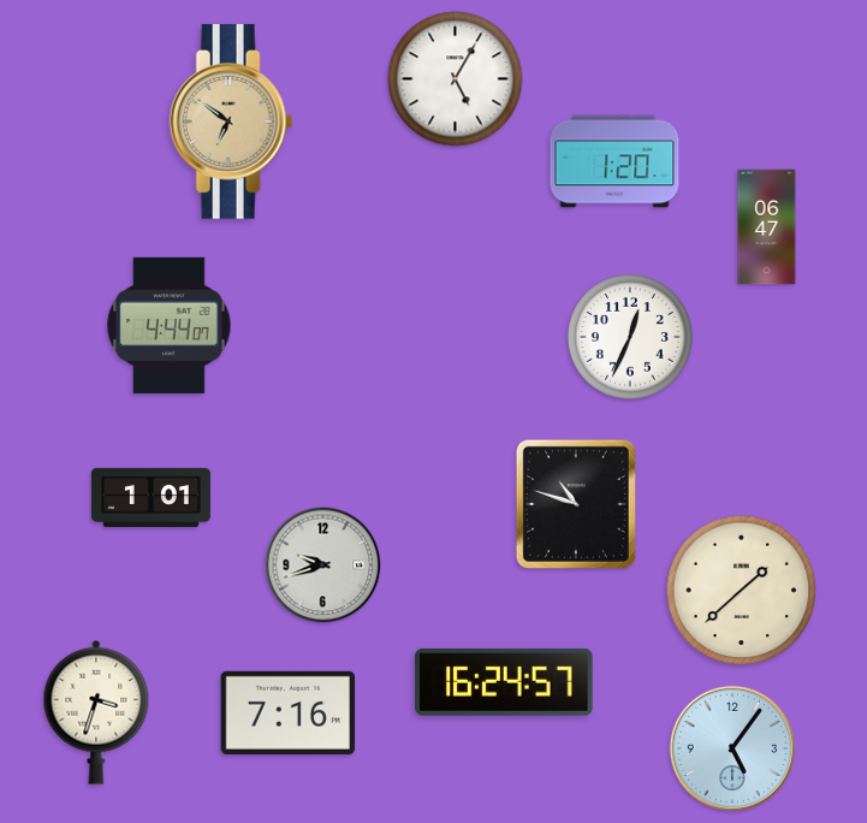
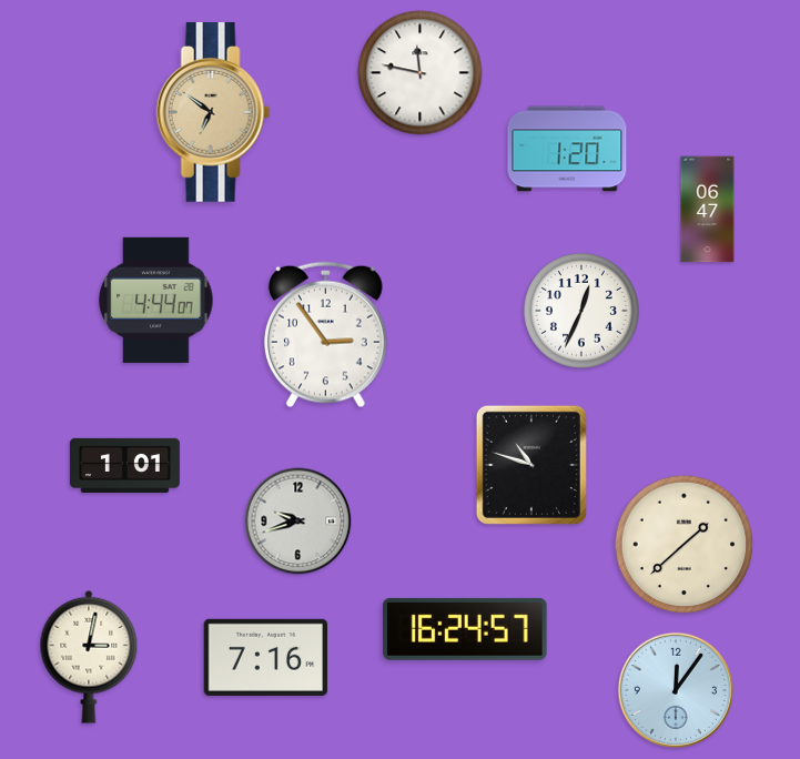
clock at (456, 79): 5:05 -> 11:47
clock at (326, 335): none -> 2:54
clock at (150, 497) position: (150, 497) -> (124, 465)
clock at (96, 712): 3:33 -> 3:02
clock at (732, 748): 5:06 -> 12:06
